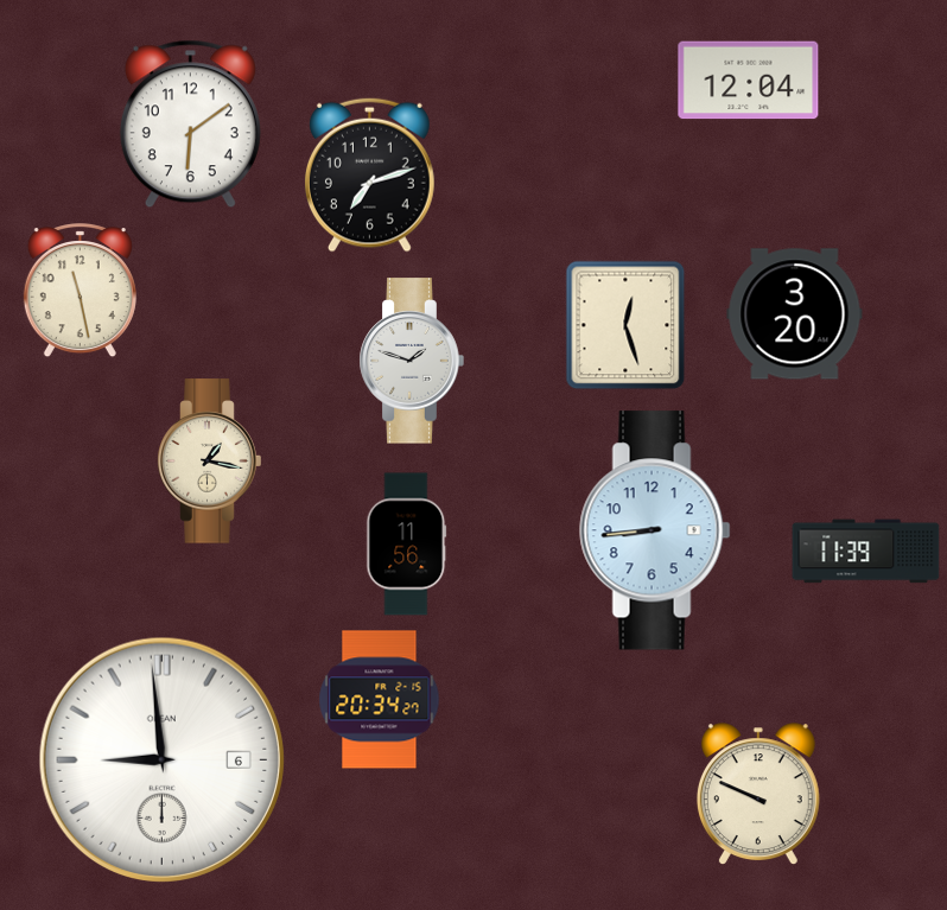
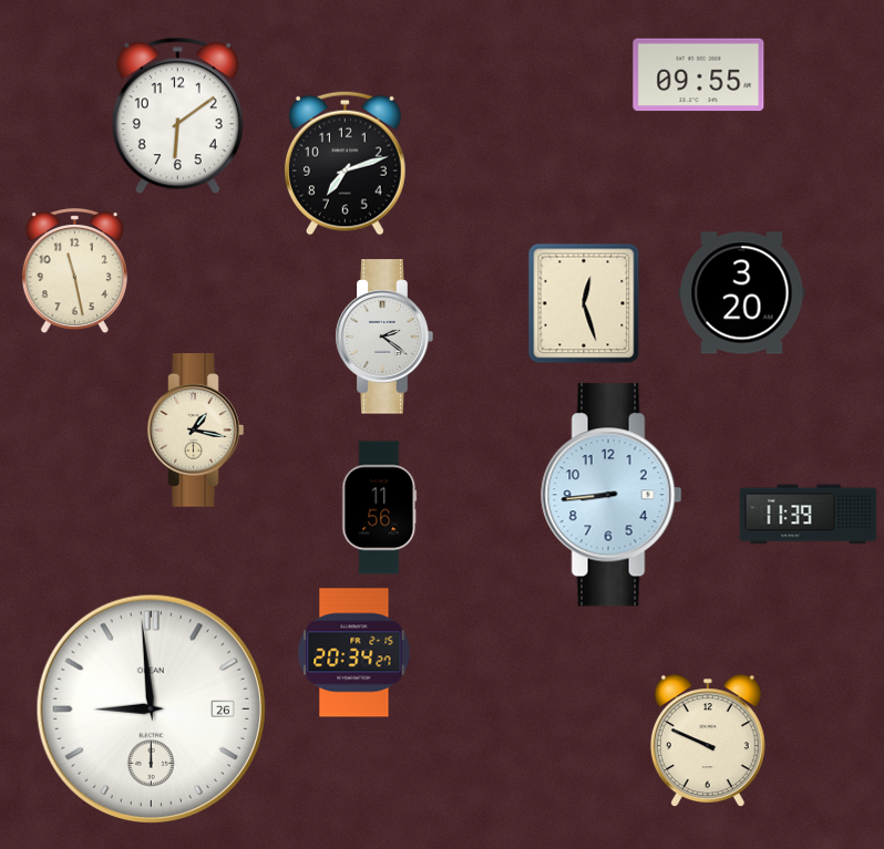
clock at (749, 81): 12:04 -> 09:55
clock at (412, 361): 1:48 -> 2:21
clock at (161, 759) date: 6 -> 26
